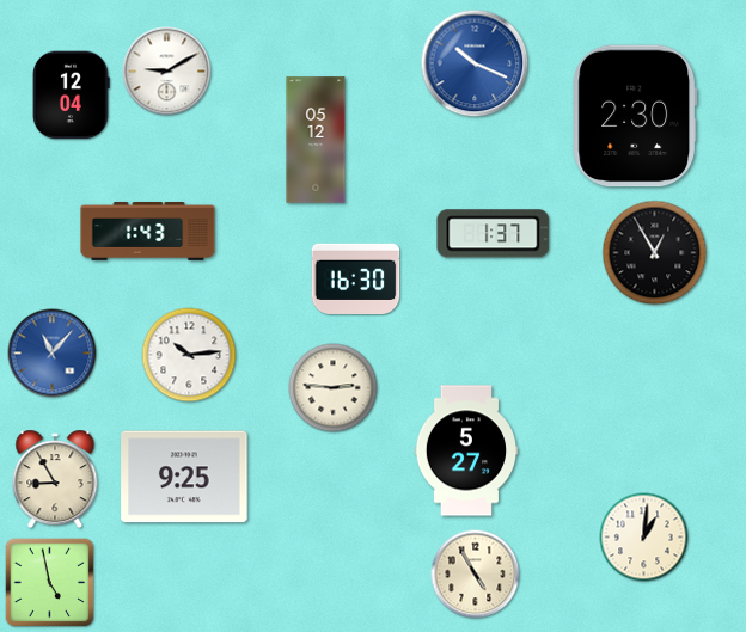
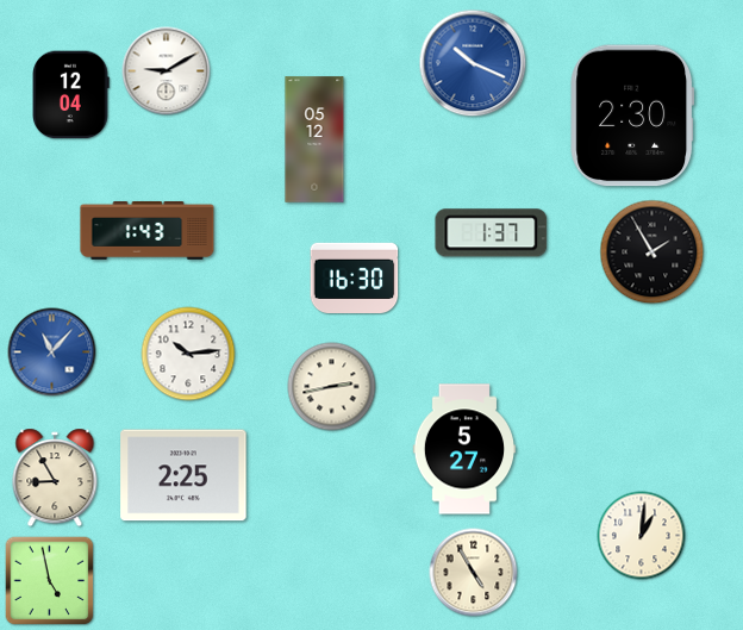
clock at (655, 253): 12:55 -> 1:55
clock at (334, 388): 2:46 -> 2:43
clock at (184, 477): 9:25 -> 2:25
